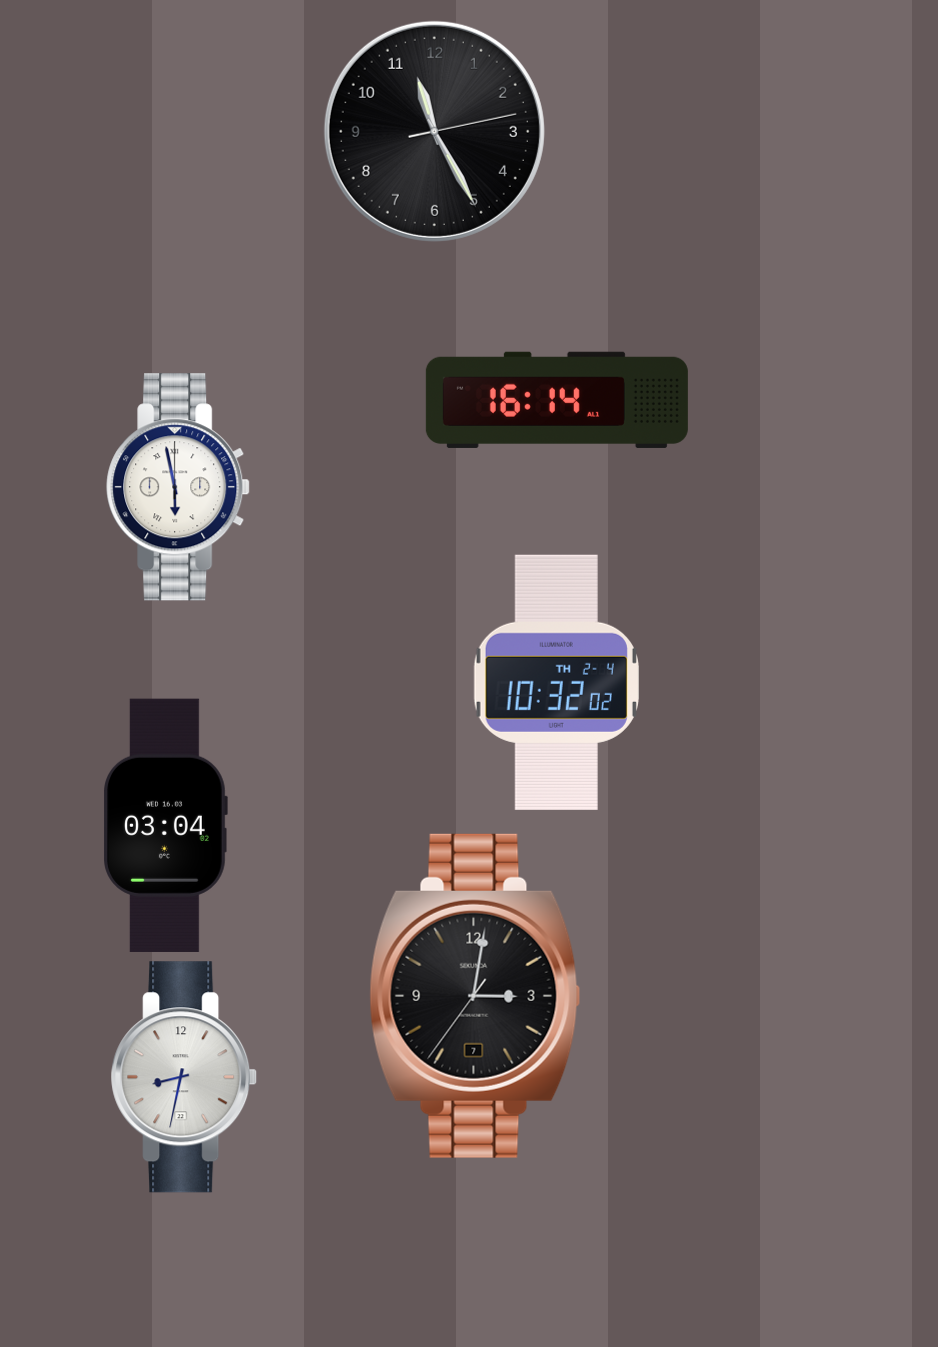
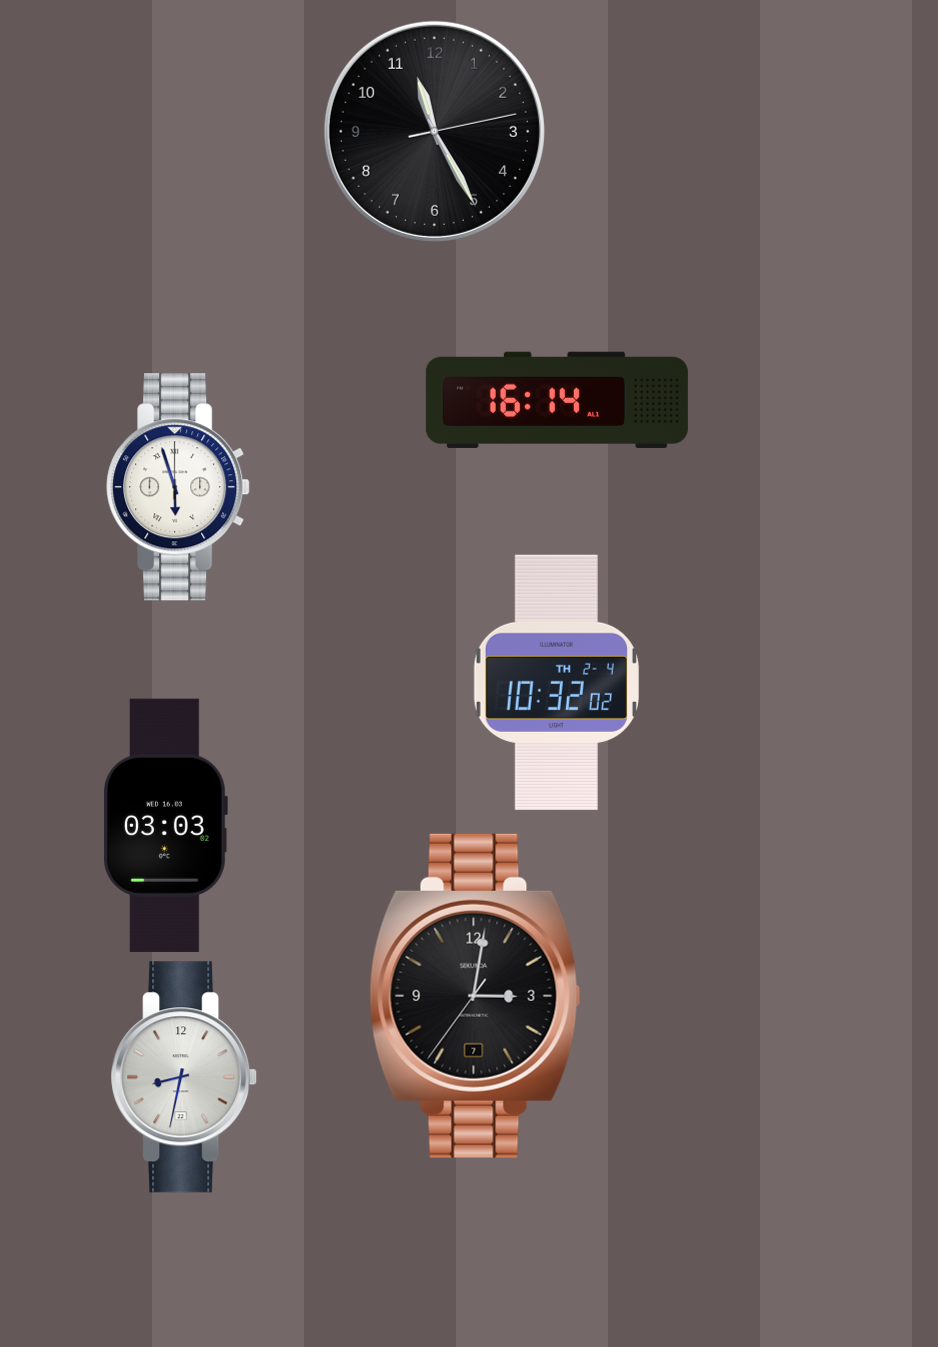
clock at (178, 487): 5:58 -> 5:57
clock at (165, 825): 03:04 -> 03:03
